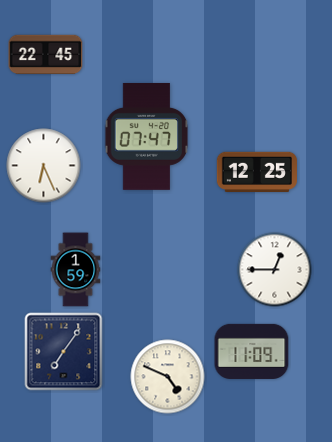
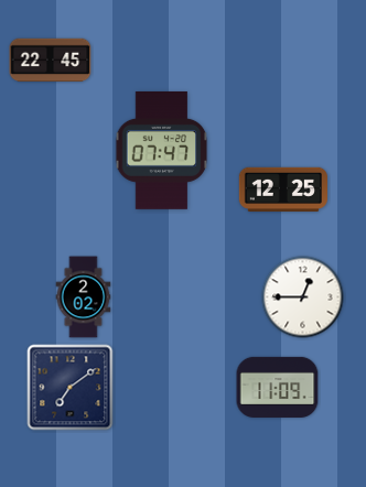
clock at (44, 166): 6:26 -> none
clock at (76, 270): 1:59 -> 2:02
clock at (64, 352): 7:06 -> 7:09
clock at (168, 377): 4:49 -> none
